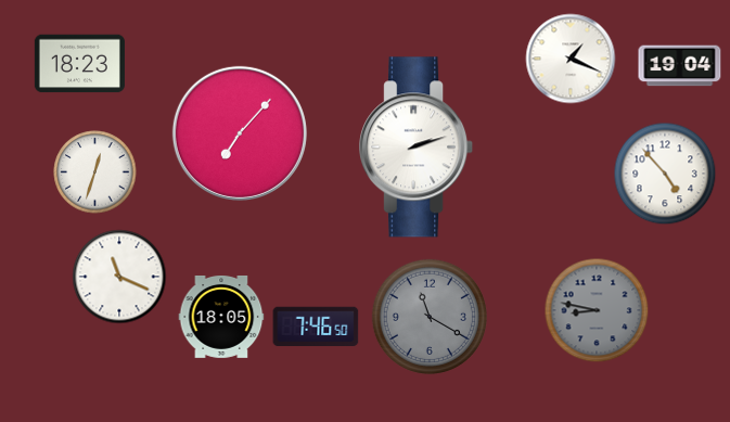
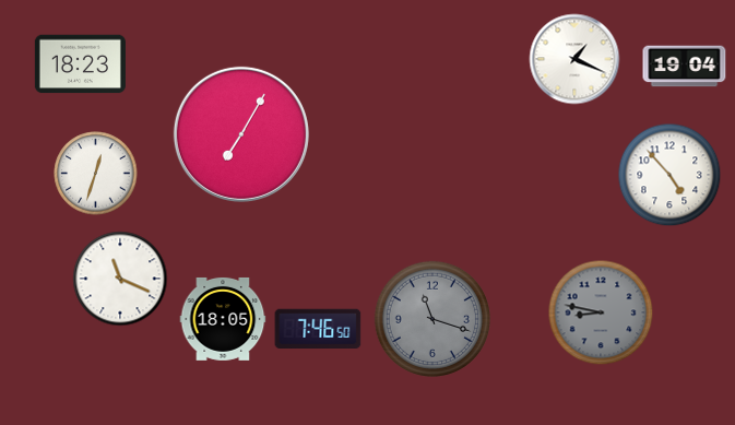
clock at (240, 133): 7:07 -> 7:05
clock at (417, 148): 2:12 -> none
clock at (430, 317): 11:20 -> 11:18
